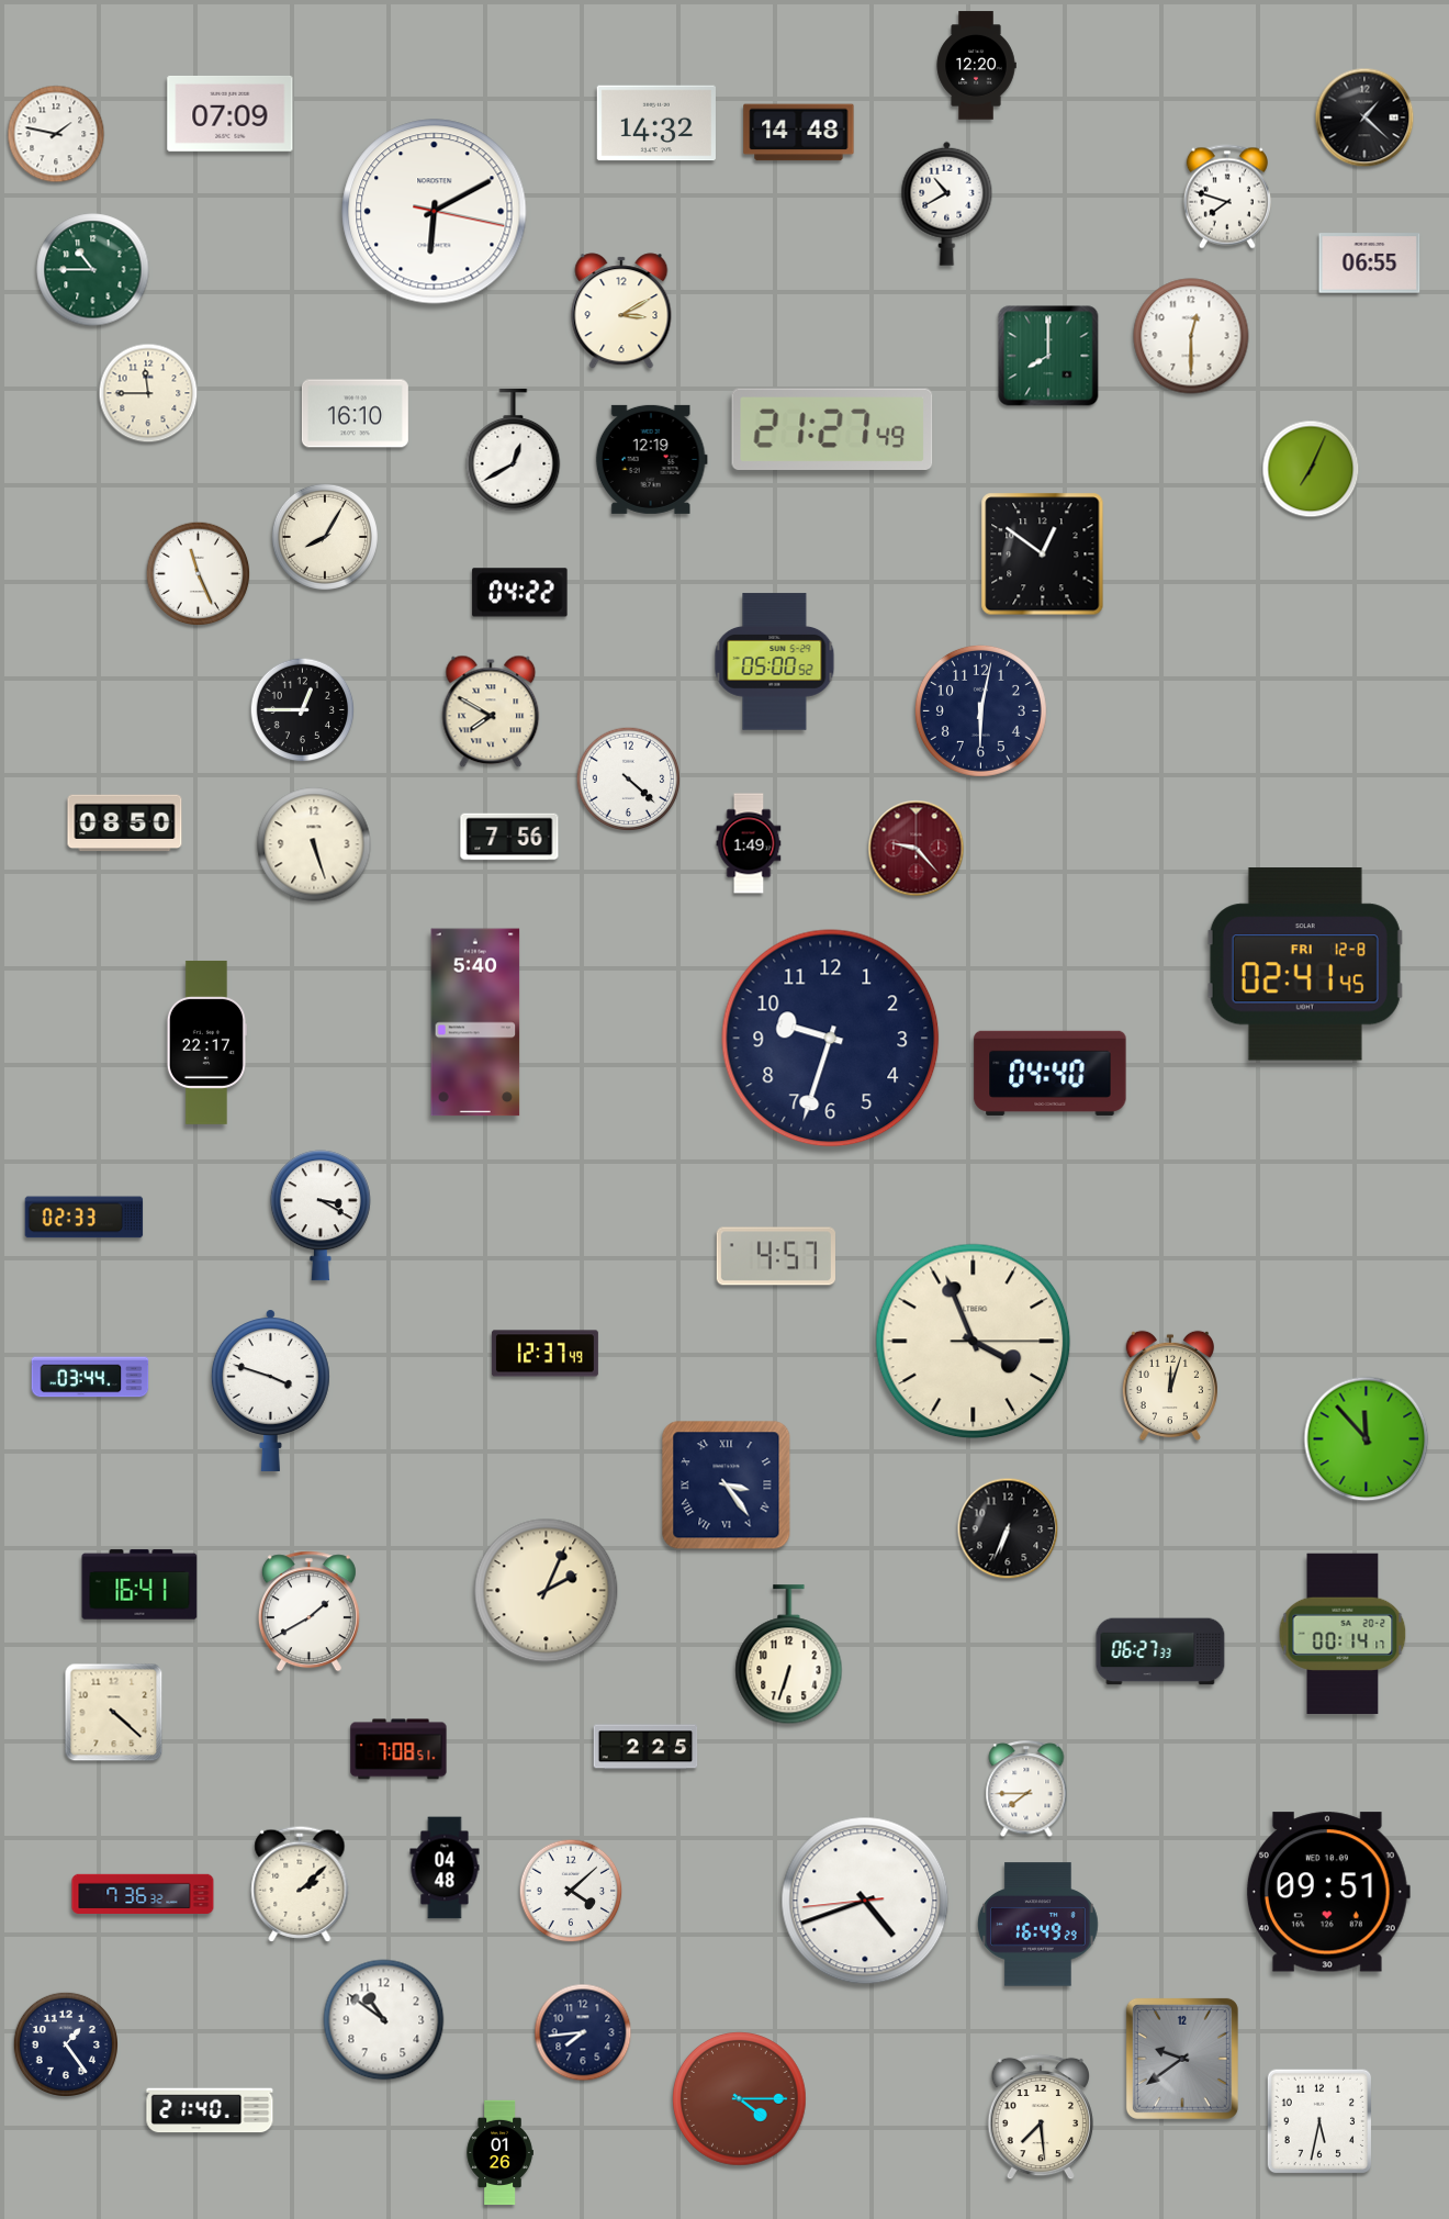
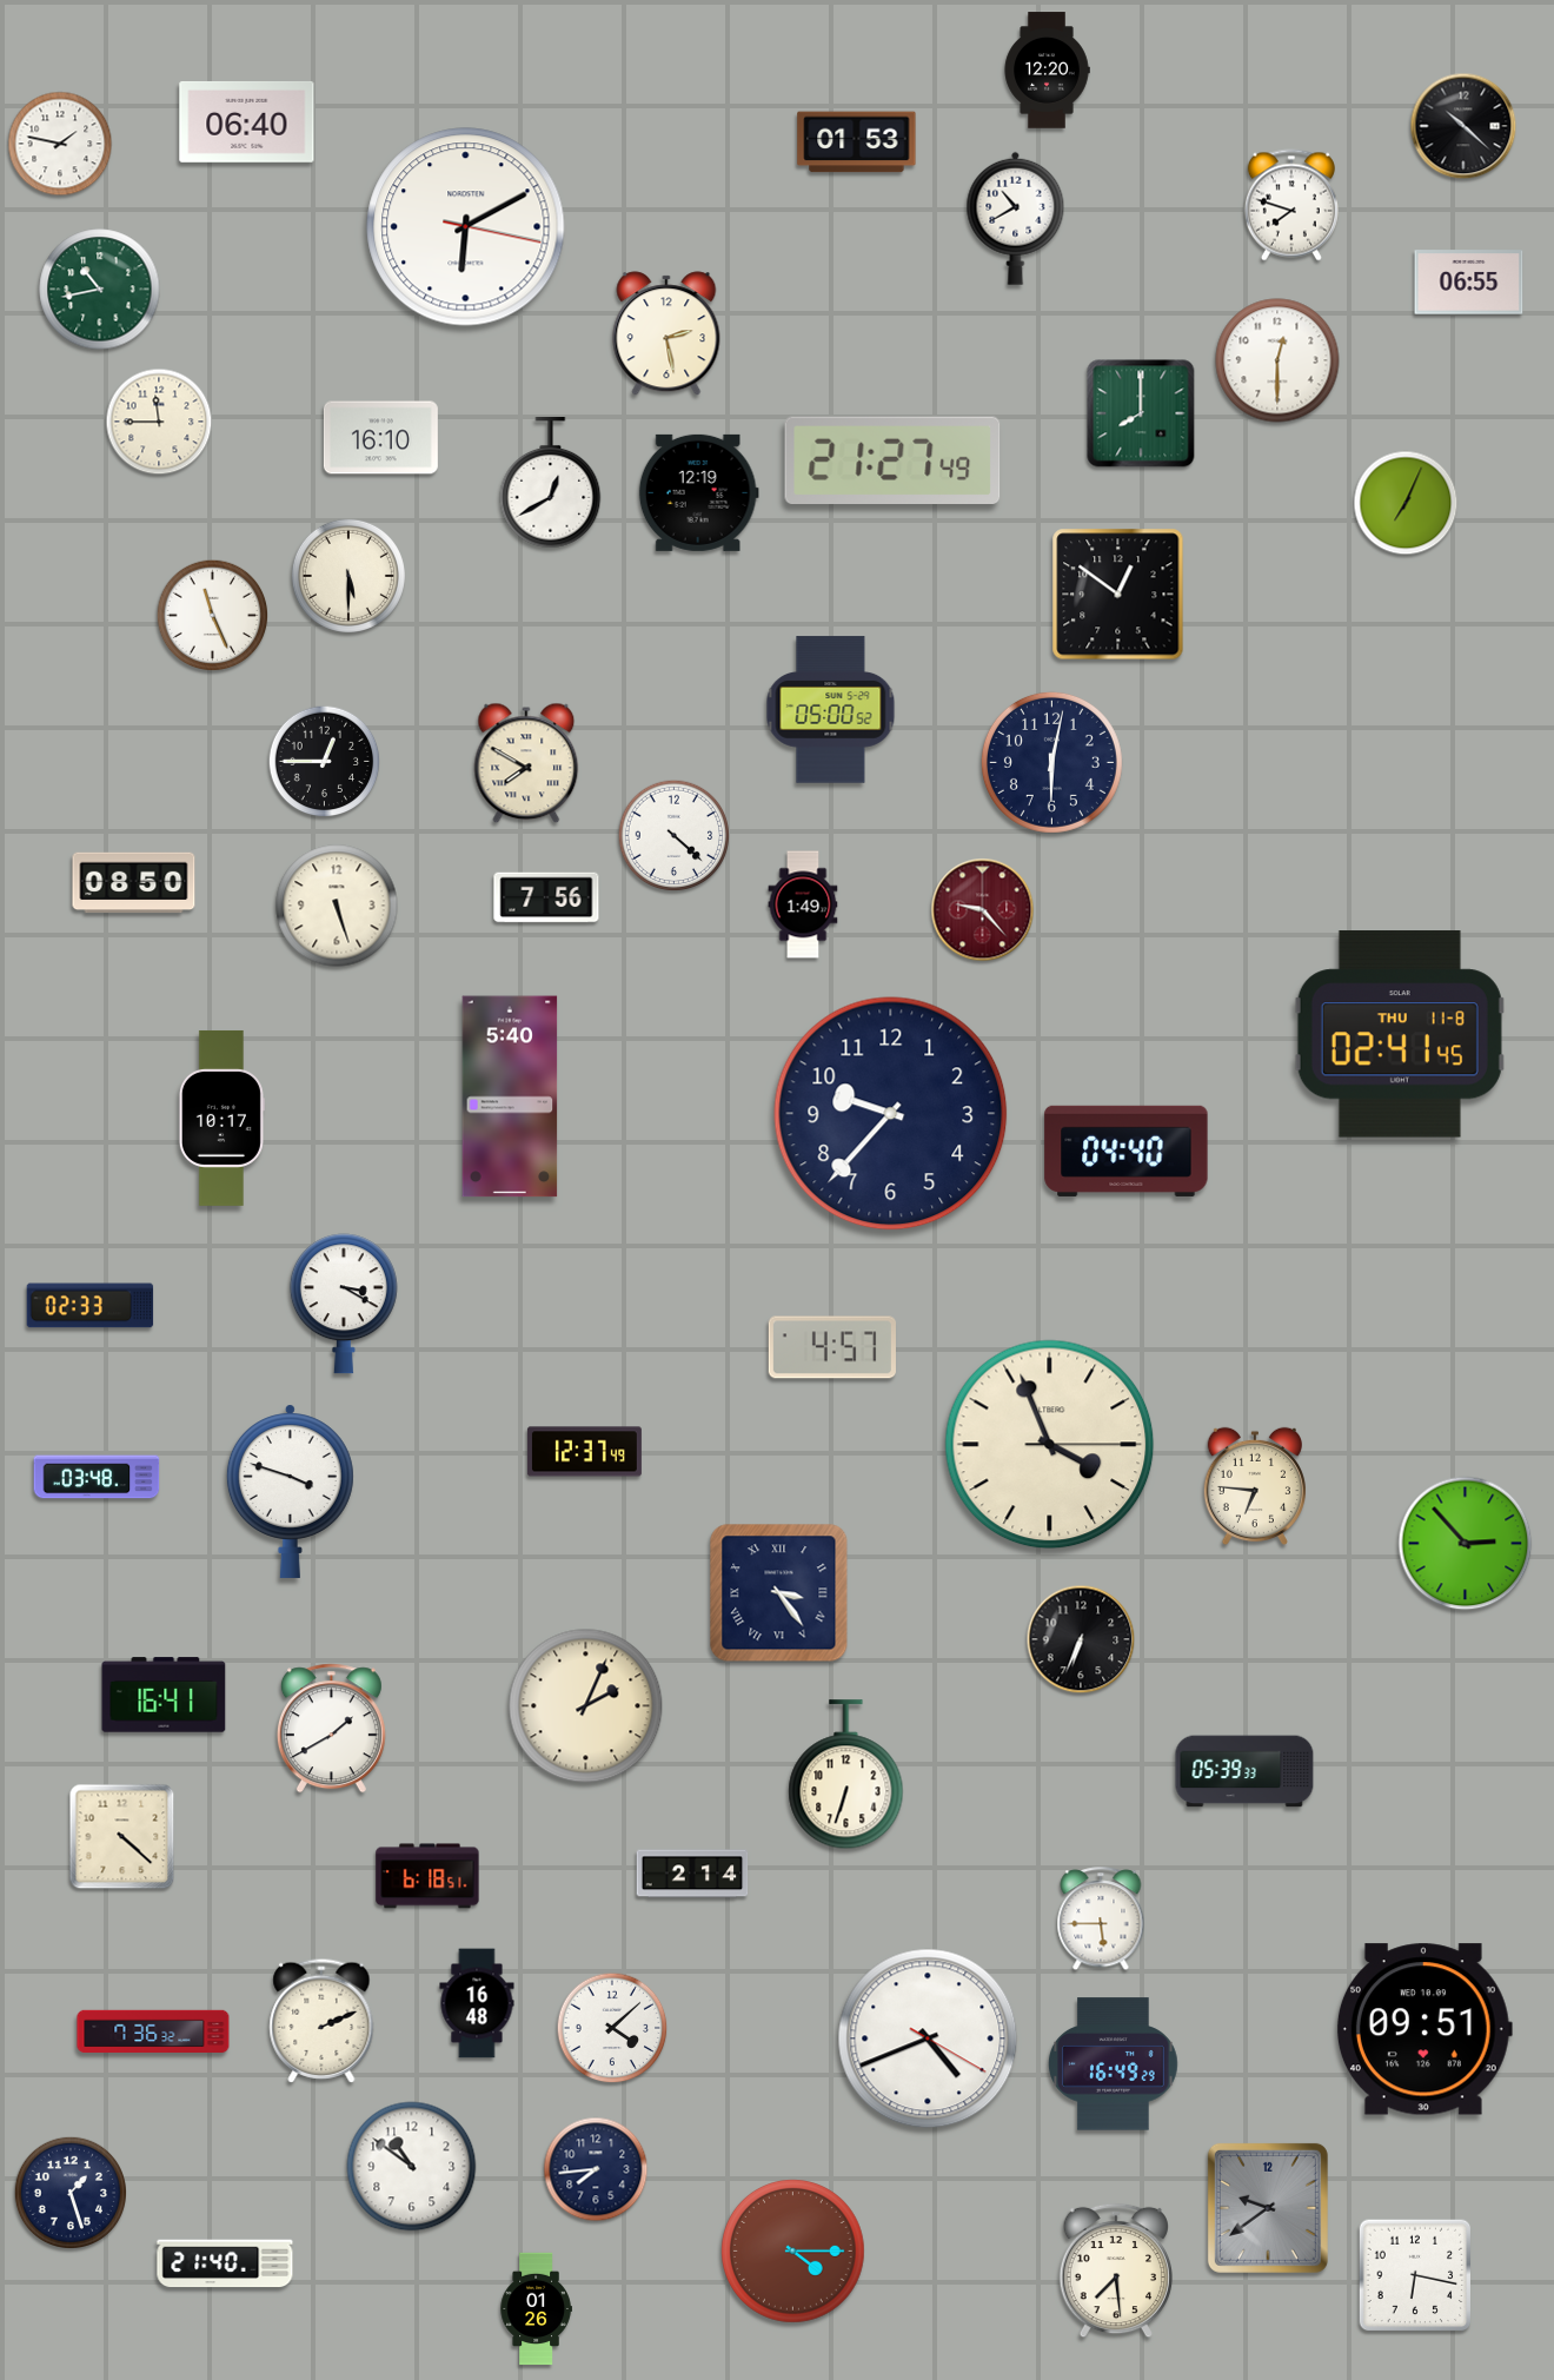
clock at (231, 113): 07:09 -> 06:40
clock at (1364, 117): 1:22 -> 10:22
clock at (656, 123): 14:32 -> none
clock at (799, 133): 14:48 -> 01:53
clock at (1227, 197) position: (1227, 197) -> (1291, 205)
clock at (93, 270): 10:45 -> 10:43
clock at (621, 311): 3:10 -> 2:28
clock at (1048, 356) position: (1048, 356) -> (1141, 413)
clock at (355, 414) position: (355, 414) -> (380, 438)
clock at (325, 537): 8:05 -> 5:30
clock at (520, 593): 04:22 -> none
clock at (1305, 964) date: FRI 12-8 -> THU 11-8
clock at (831, 1039): 9:33 -> 9:37
clock at (206, 1042): 22:17 -> 10:17
clock at (974, 1342) position: (974, 1342) -> (1050, 1445)
clock at (90, 1377): 03:44 -> 03:48
clock at (1169, 1386): 12:03 -> 6:46
clock at (1367, 1439): 11:53 -> 2:53
clock at (139, 1584) position: (139, 1584) -> (164, 1695)
clock at (1343, 1633): 00:14 -> none
clock at (1160, 1651): 06:27 -> 05:39
clock at (645, 1747): 2:25 -> 2:14
clock at (398, 1749): 7:08 -> 6:18
clock at (1026, 1790): 7:45 -> 5:45
clock at (445, 1868): 04:48 -> 16:48
clock at (300, 1884): 2:08 -> 2:11
clock at (865, 1901): 4:41:44 -> 4:41:20
clock at (583, 2032) position: (583, 2032) -> (596, 2169)
clock at (65, 2043): 1:24 -> 1:27
clock at (1319, 2121): 5:32 -> 6:17
